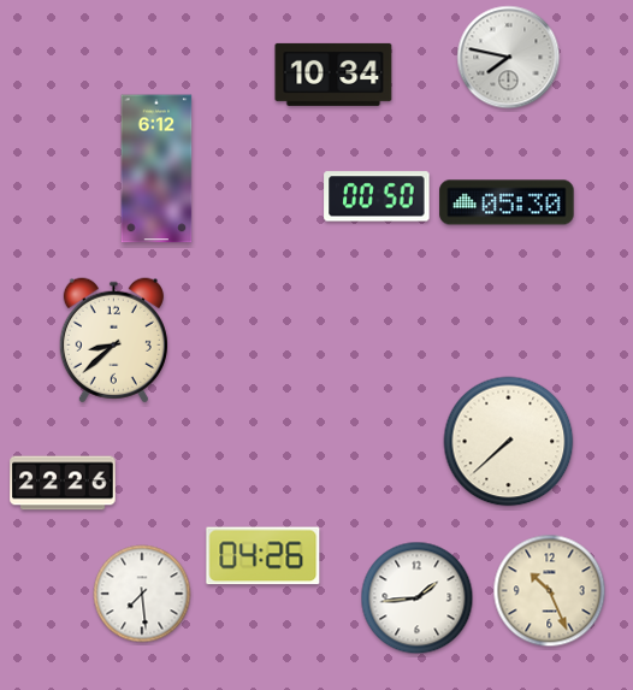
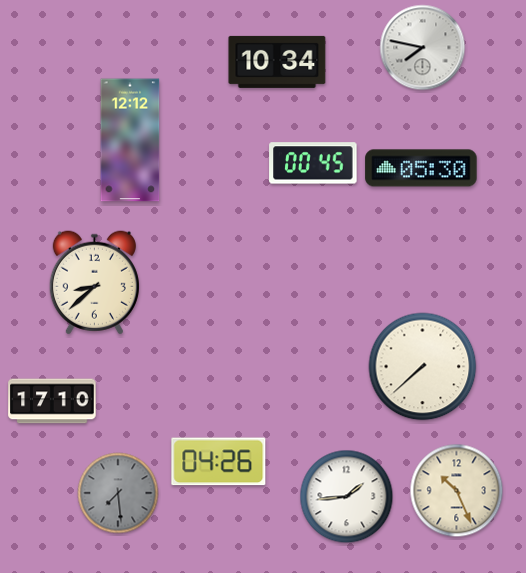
clock at (156, 169): 6:12 -> 12:12
clock at (377, 196): 00:50 -> 00:45
clock at (63, 483): 22:26 -> 17:10
clock at (142, 594) dial: white -> grey
